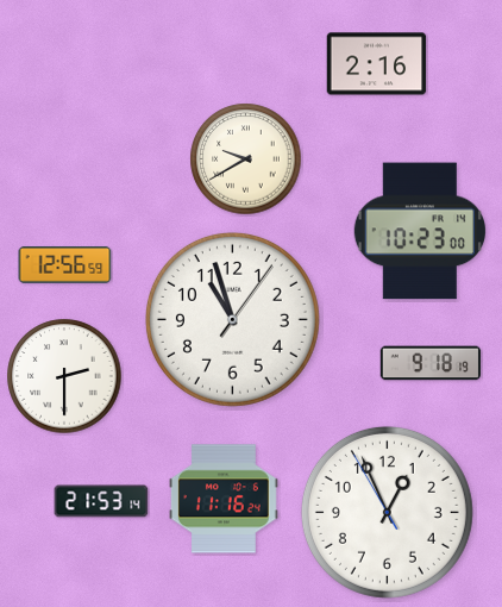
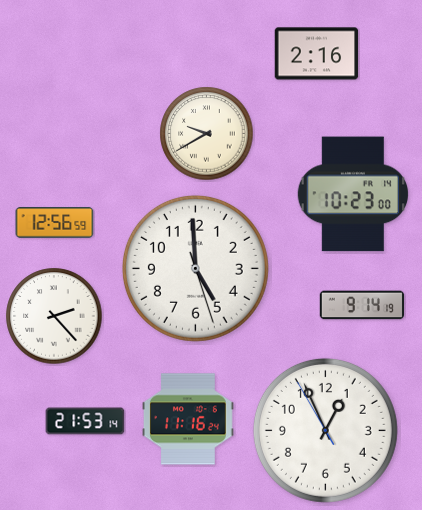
clock at (232, 319): 10:57 -> 4:59
clock at (431, 363): 9:18 -> 9:14
clock at (64, 376): 2:30 -> 2:23
